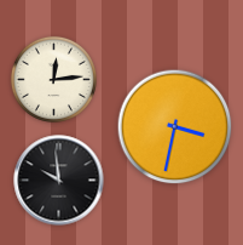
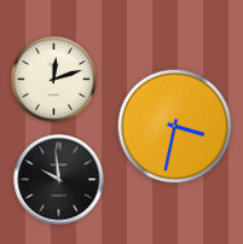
clock at (53, 79): 12:14 -> 12:12
